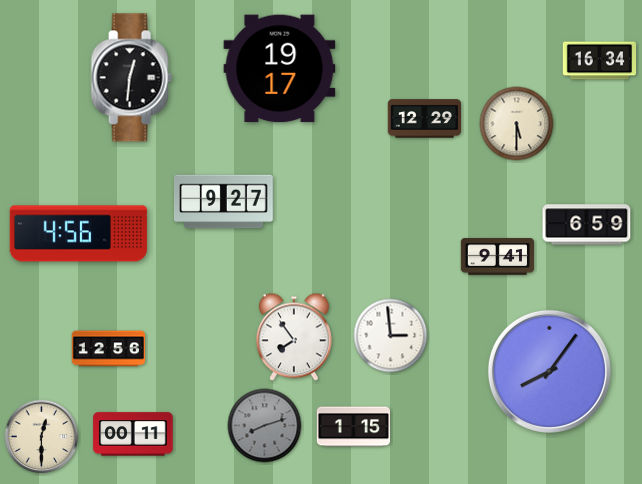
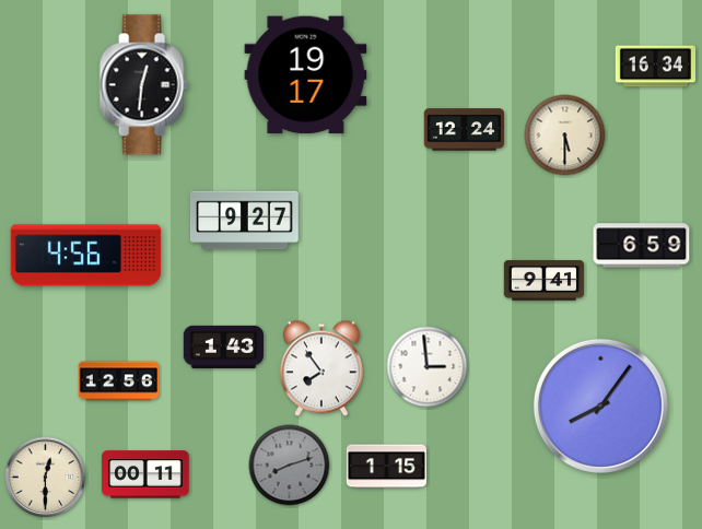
clock at (425, 119): 12:29 -> 12:24
clock at (224, 346): none -> 1:43
